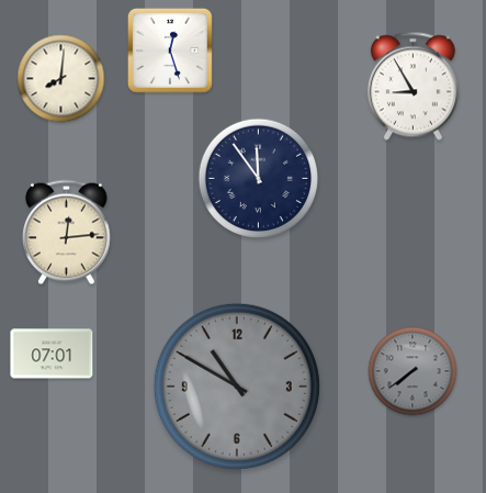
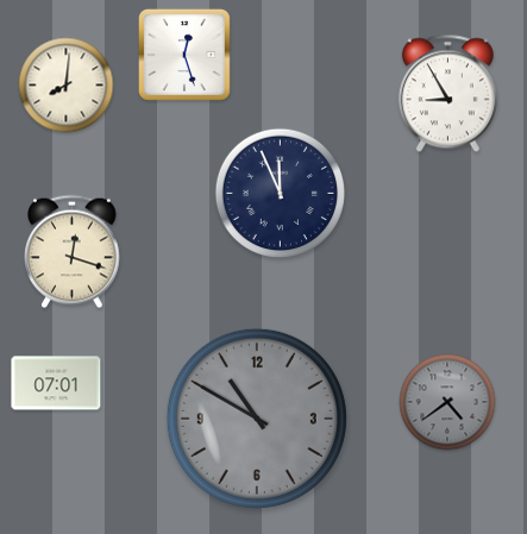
clock at (259, 179): 11:54 -> 11:56
clock at (67, 233): 12:14 -> 12:18
clock at (412, 371): 7:39 -> 4:39
